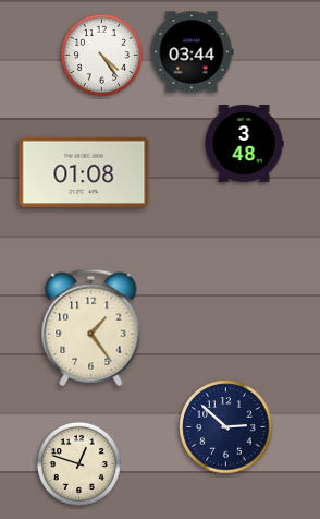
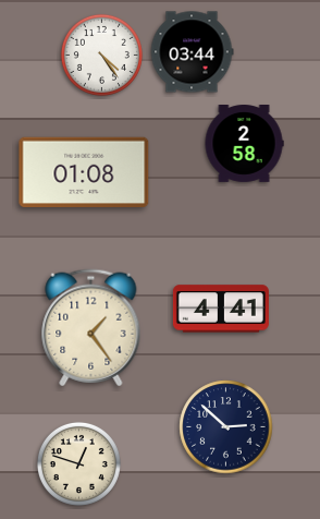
clock at (244, 144): 3:48 -> 2:58
clock at (221, 309): none -> 4:41
